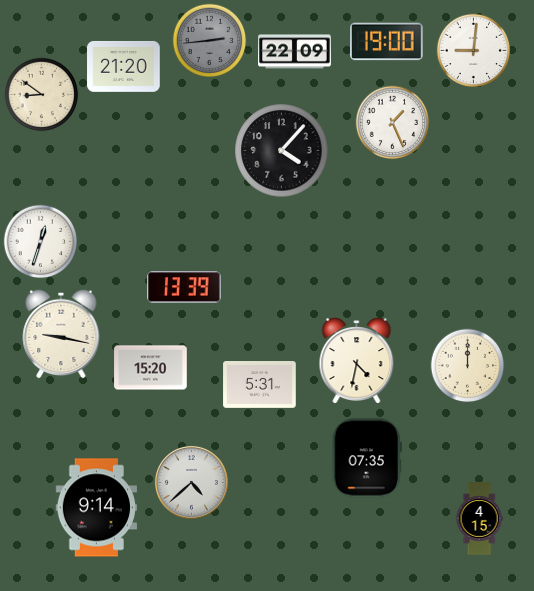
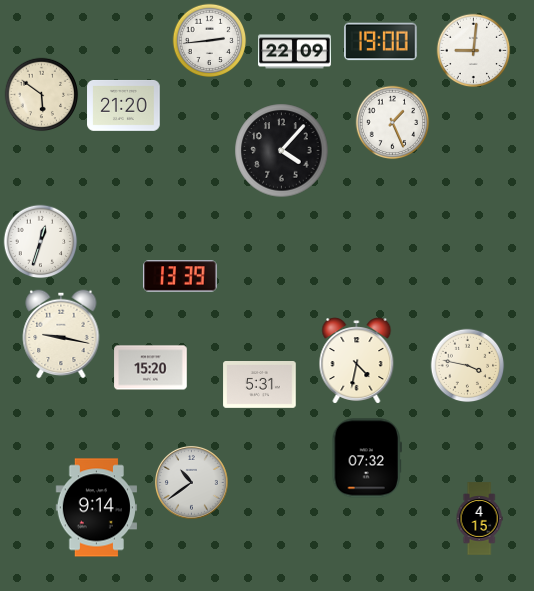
clock at (210, 41) dial: grey -> white
clock at (387, 42) position: (387, 42) -> (381, 42)
clock at (124, 66) position: (124, 66) -> (124, 105)
clock at (42, 95): 8:51 -> 5:51
clock at (184, 287) position: (184, 287) -> (180, 276)
clock at (468, 366): 12:00 -> 3:47
clock at (367, 458): 07:35 -> 07:32
clock at (191, 482): 4:38 -> 10:39
